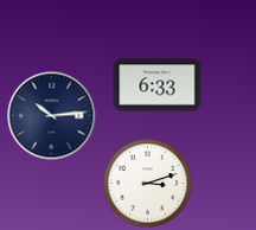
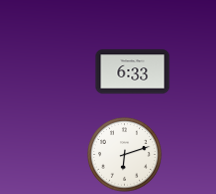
clock at (52, 116): 10:14 -> none
clock at (148, 184): 3:12 -> 6:12
